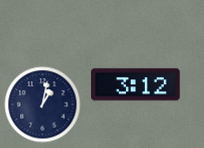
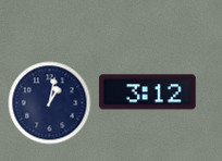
clock at (43, 105) position: (43, 105) -> (50, 103)
